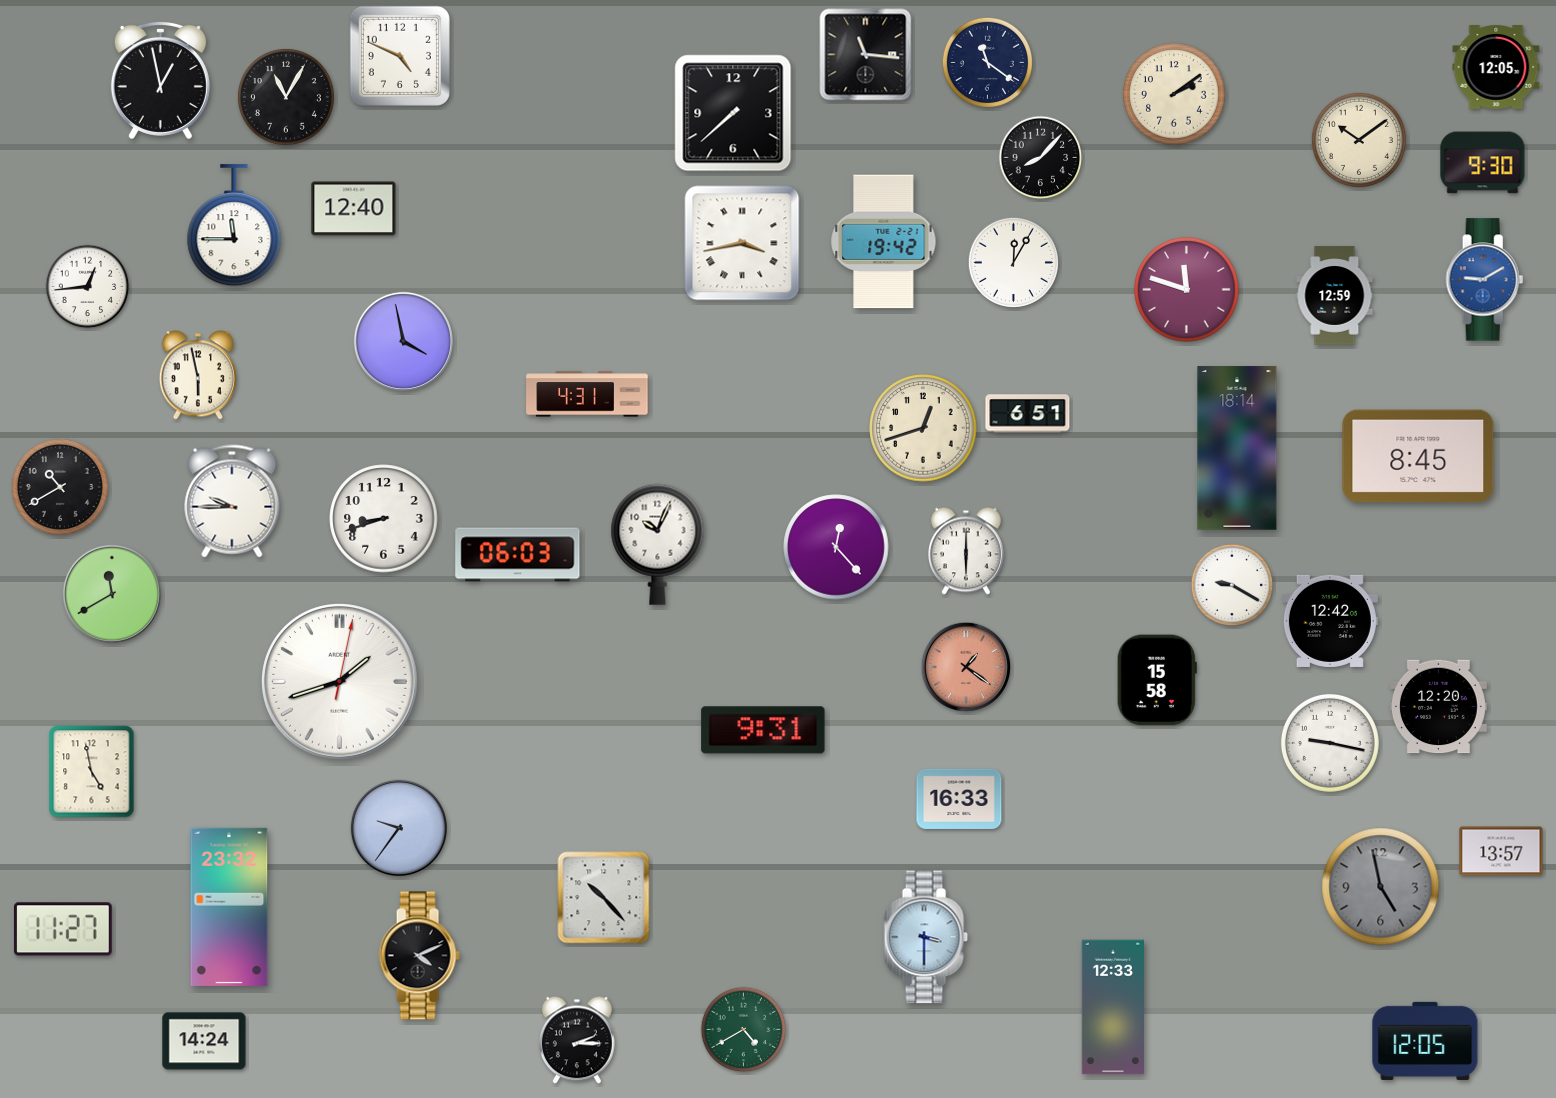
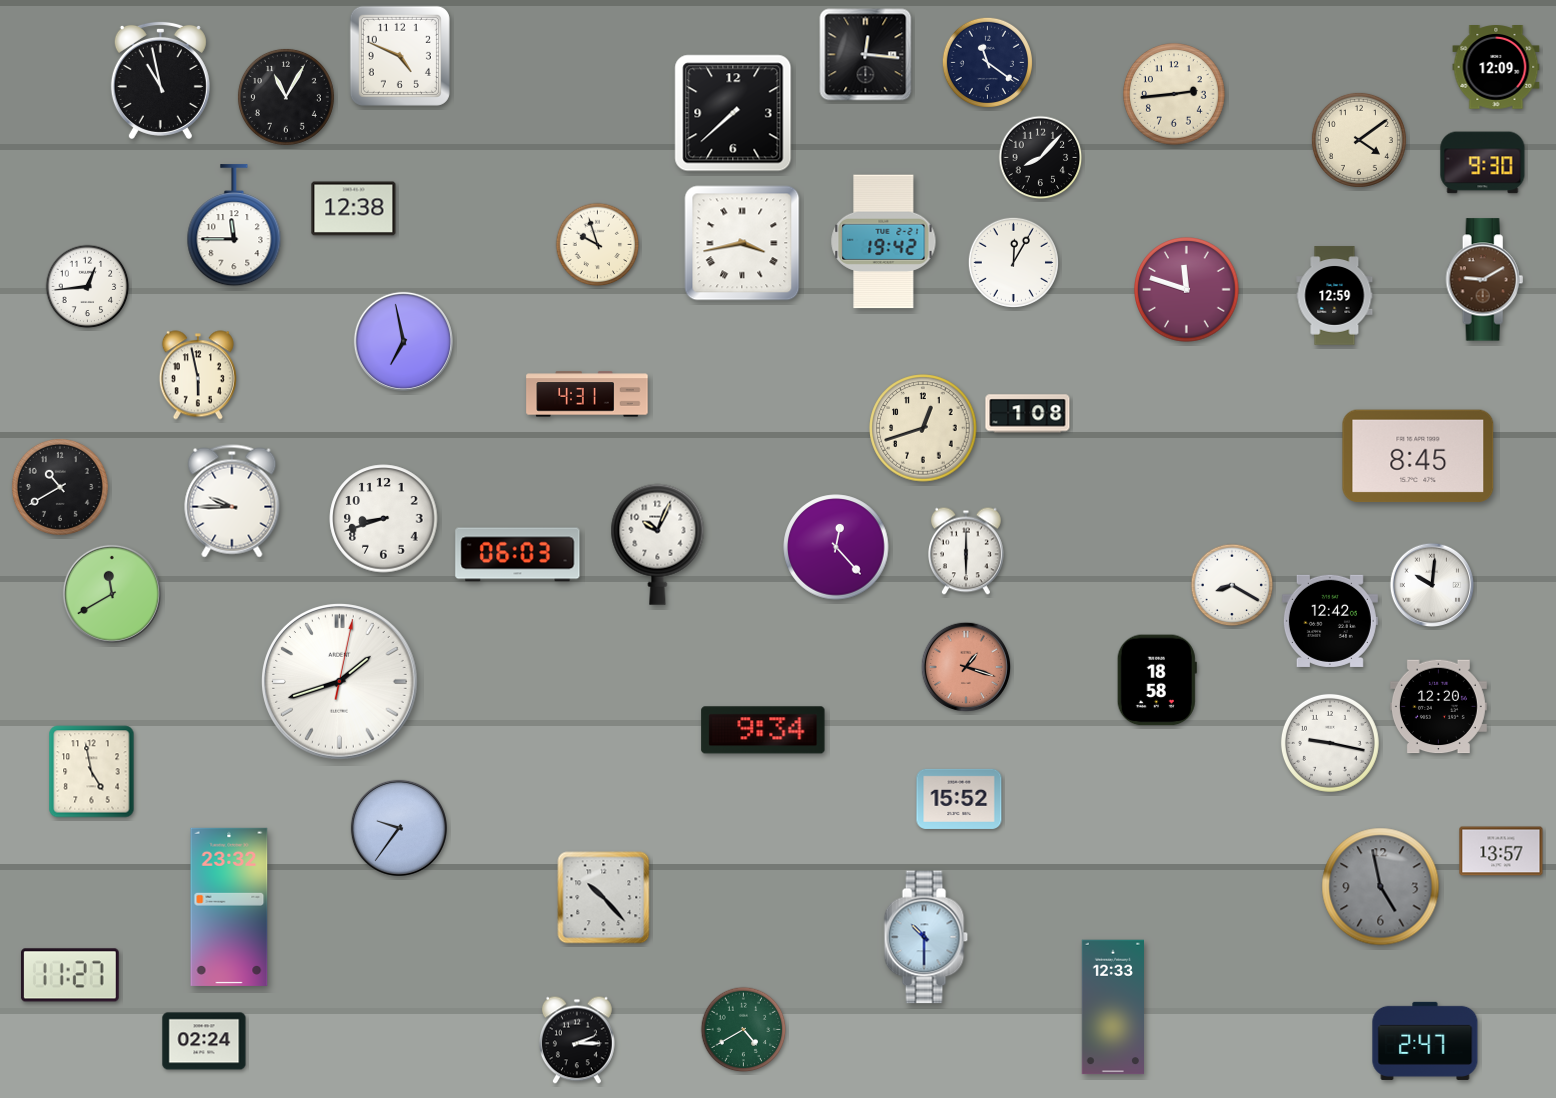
clock at (866, 55): 11:16 -> 12:16
clock at (1496, 67): 12:05 -> 12:09
clock at (160, 80): 12:58 -> 10:58
clock at (1175, 95): 2:09 -> 2:44
clock at (1359, 140): 10:09 -> 4:09
clock at (354, 209): 12:40 -> 12:38
clock at (598, 245): none -> 9:57
clock at (1485, 280) dial: blue -> brown
clock at (403, 341): 3:58 -> 6:58
clock at (1028, 414): 6:51 -> 1:08
clock at (1237, 448): 18:14 -> none
clock at (1232, 585): 9:20 -> 8:20
clock at (1432, 585): none -> 10:01
clock at (965, 666): 1:21 -> 1:18
clock at (1157, 680): 15:58 -> 18:58
clock at (763, 730): 9:31 -> 9:34
clock at (959, 799): 16:33 -> 15:52
clock at (63, 929) position: (63, 929) -> (70, 975)
clock at (926, 937): 3:30 -> 10:30
clock at (419, 956): 4:11 -> none
clock at (204, 1041): 14:24 -> 02:24
clock at (1425, 1041): 12:05 -> 2:47
